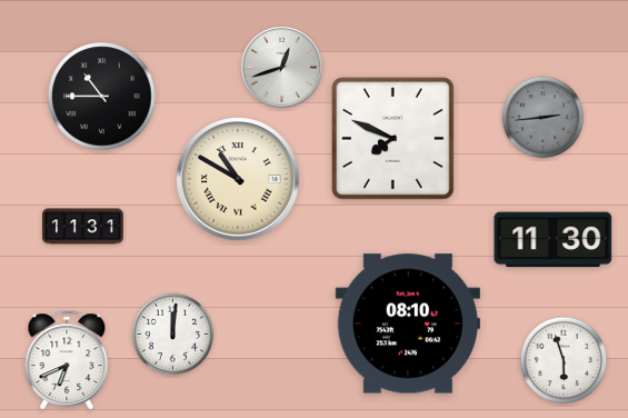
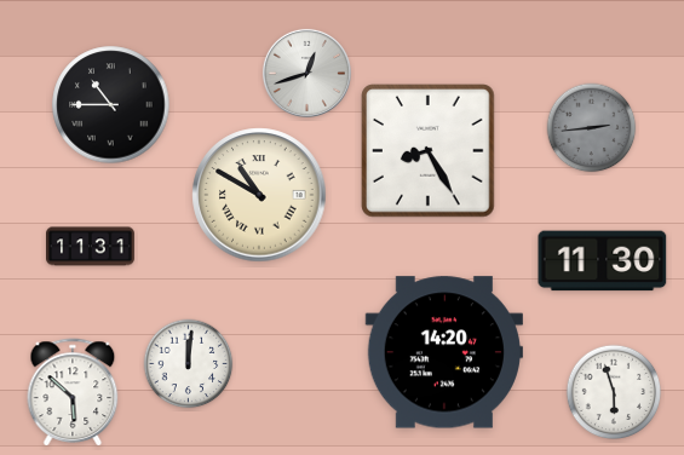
clock at (393, 139): 7:49 -> 8:25
clock at (408, 324): 08:10 -> 14:20
clock at (67, 360): 6:41 -> 5:52
